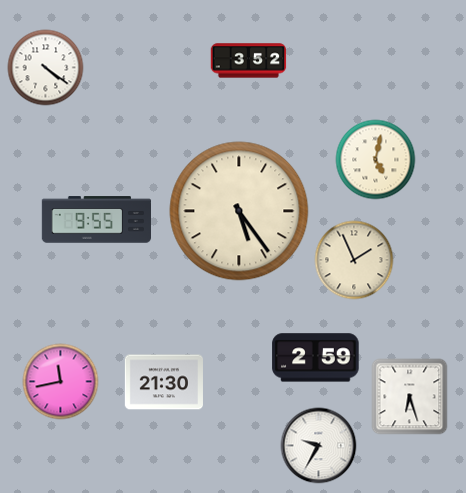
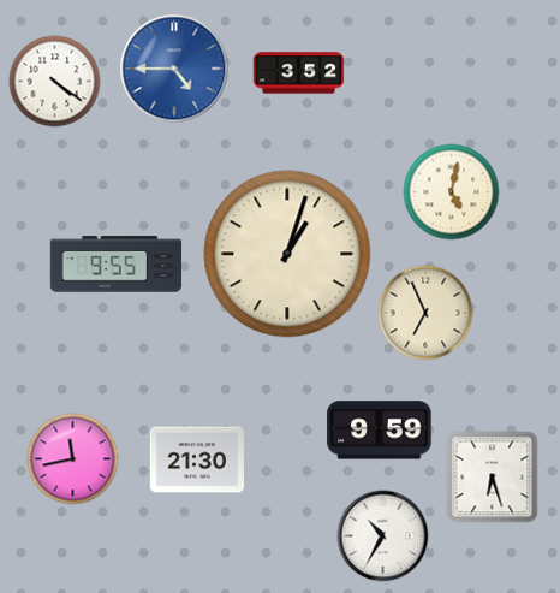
clock at (174, 69): none -> 4:45
clock at (239, 211): 5:24 -> 1:03
clock at (354, 260): 1:56 -> 6:56
clock at (316, 358): 2:59 -> 9:59
clock at (319, 446): 9:35 -> 10:35
